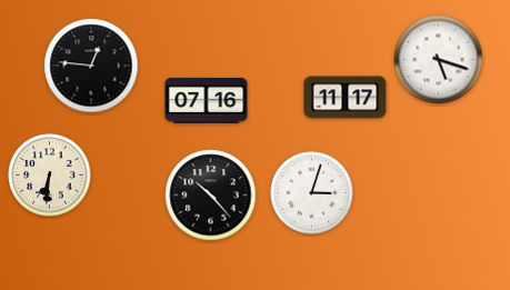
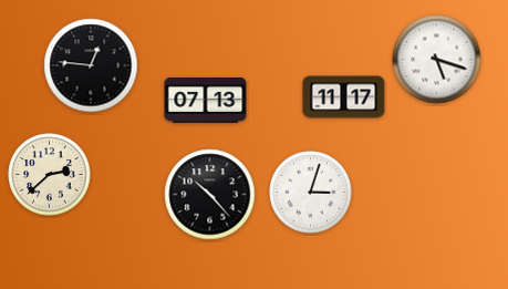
clock at (207, 100): 07:16 -> 07:13
clock at (50, 176): 6:31 -> 2:38
